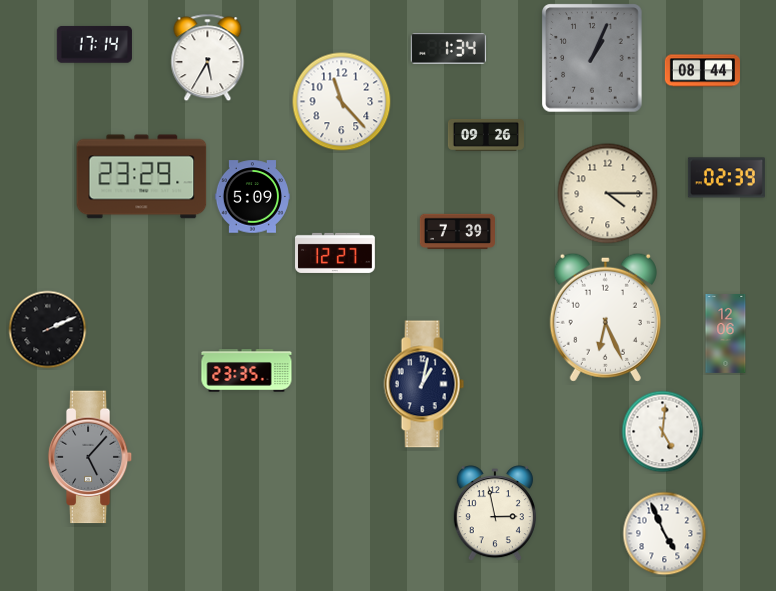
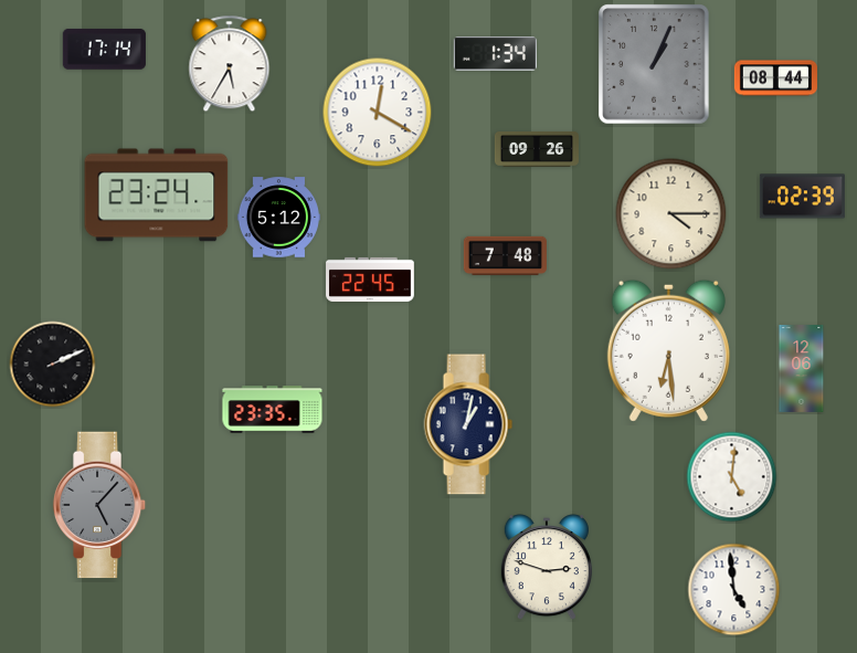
clock at (342, 102): 11:23 -> 12:20
clock at (142, 177): 23:29 -> 23:24
clock at (252, 197): 5:09 -> 5:12
clock at (457, 232): 7:39 -> 7:48
clock at (335, 253): 12:27 -> 22:45
clock at (605, 317): 6:26 -> 6:29
clock at (495, 514): 2:58 -> 2:48
clock at (665, 534): 4:56 -> 4:59
